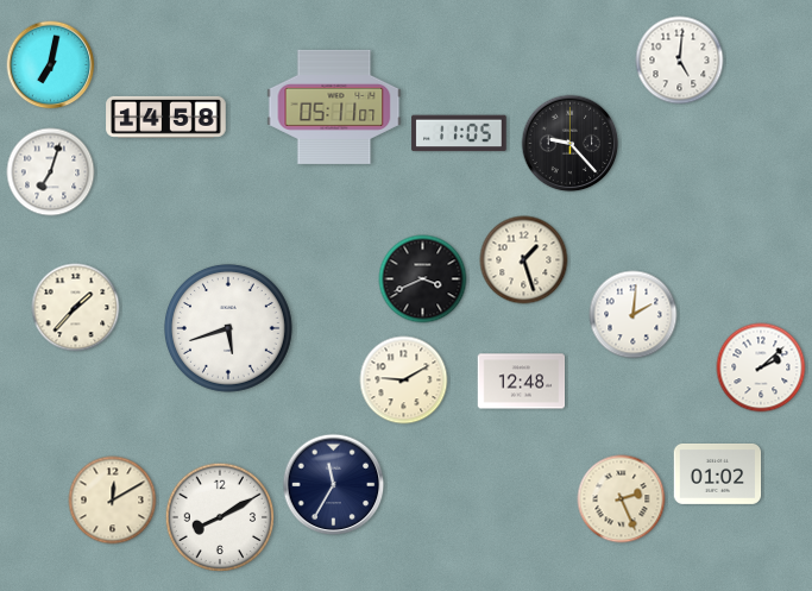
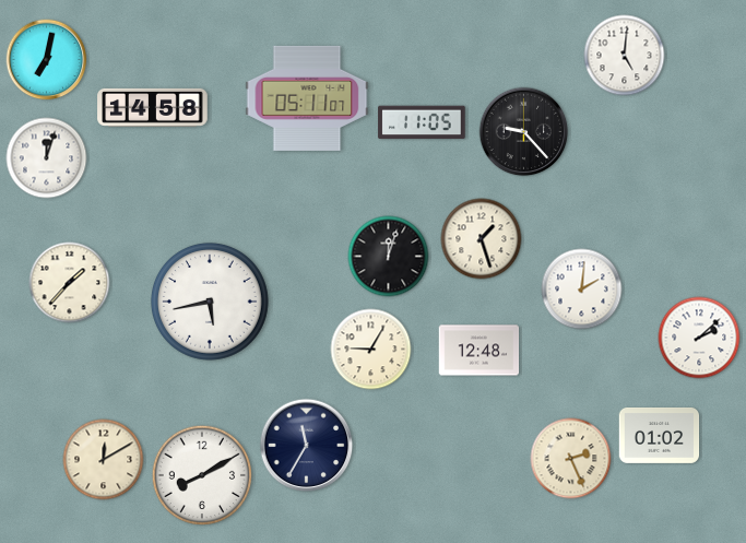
clock at (51, 172): 7:03 -> 12:03
clock at (423, 279): 3:41 -> 12:03
clock at (229, 328): 5:42 -> 5:43
clock at (404, 381): 9:10 -> 9:05
